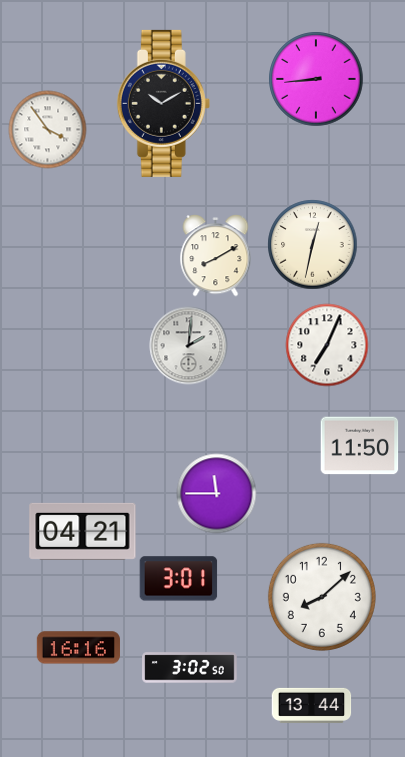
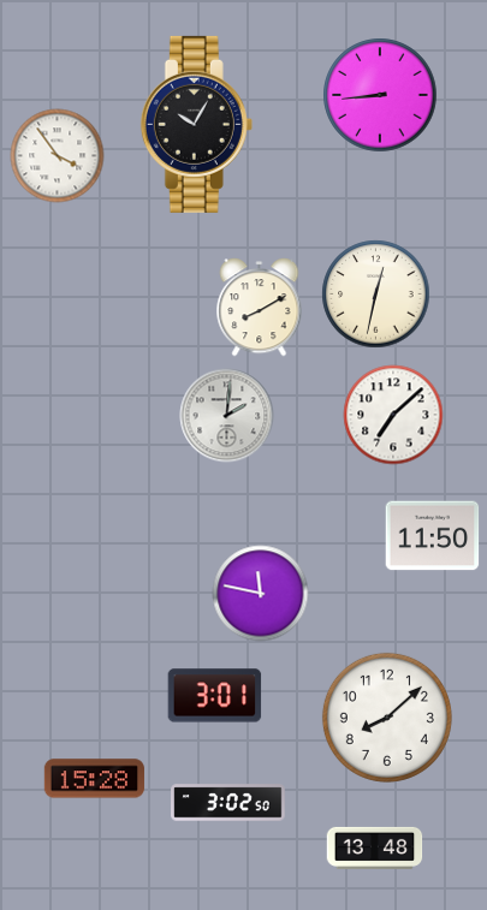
clock at (163, 103): 10:10 -> 10:05
clock at (327, 345): 7:04 -> 7:08
clock at (216, 493): 11:45 -> 11:47
clock at (83, 531): 04:21 -> none
clock at (78, 648): 16:16 -> 15:28
clock at (311, 705): 13:44 -> 13:48
